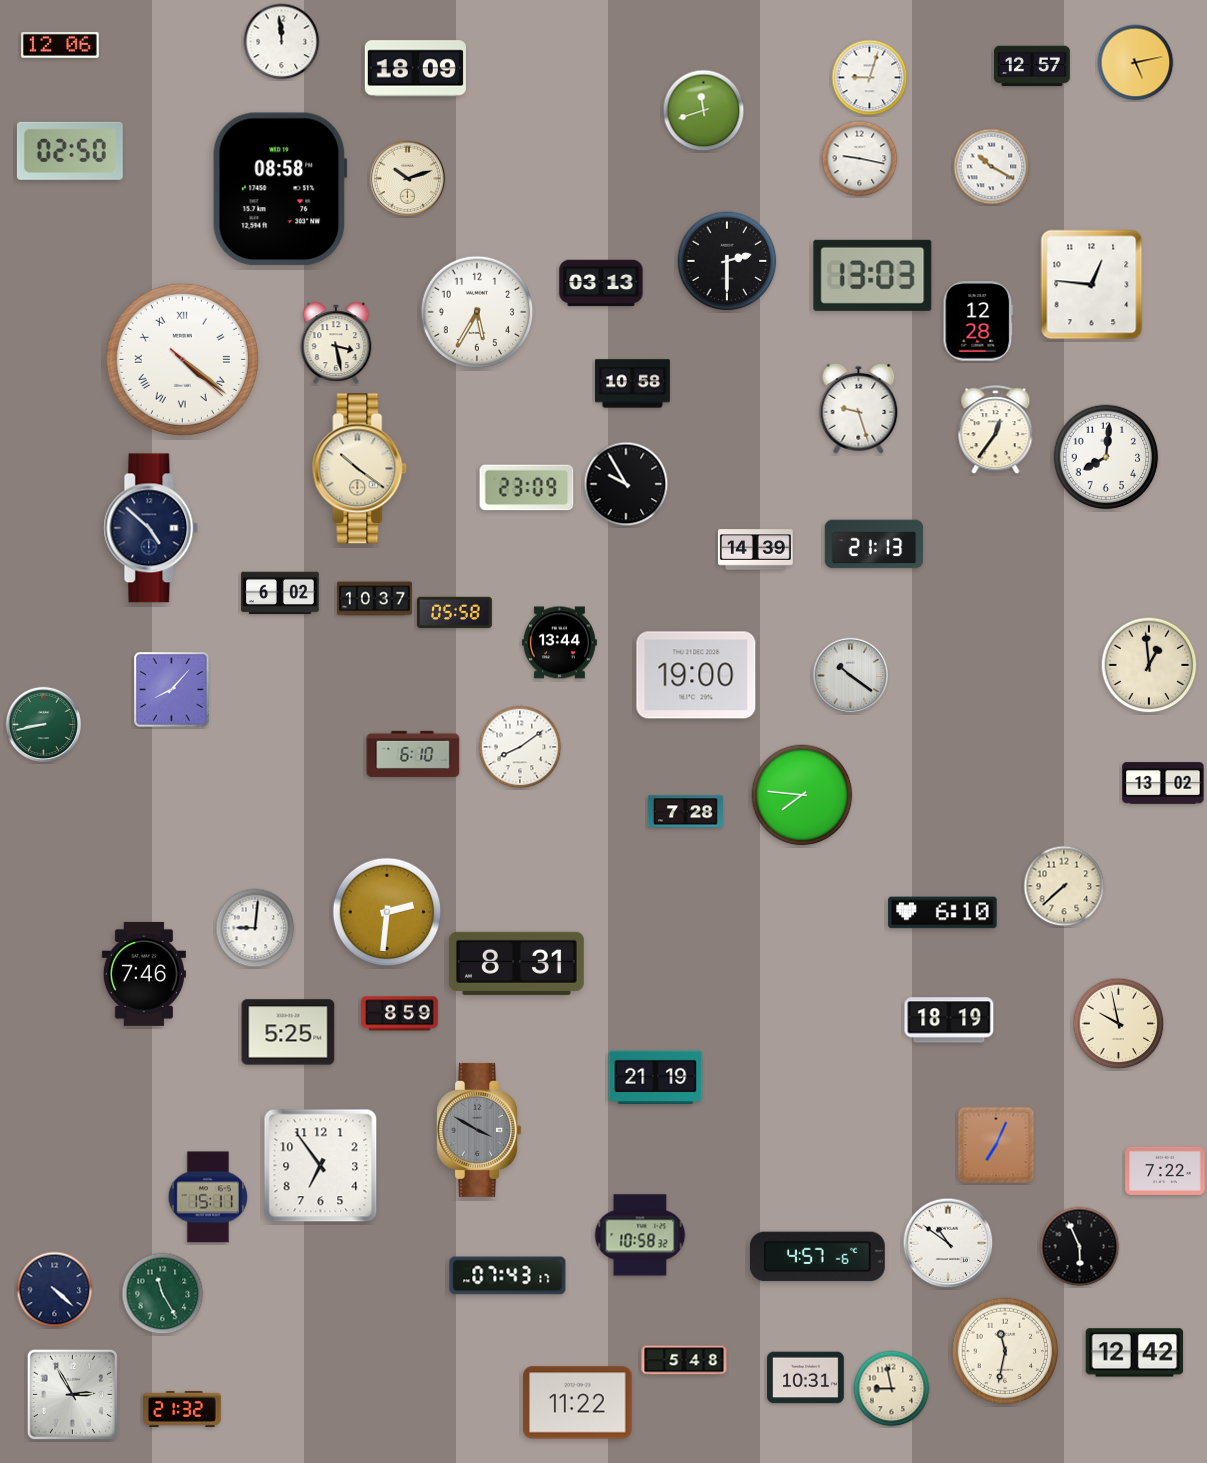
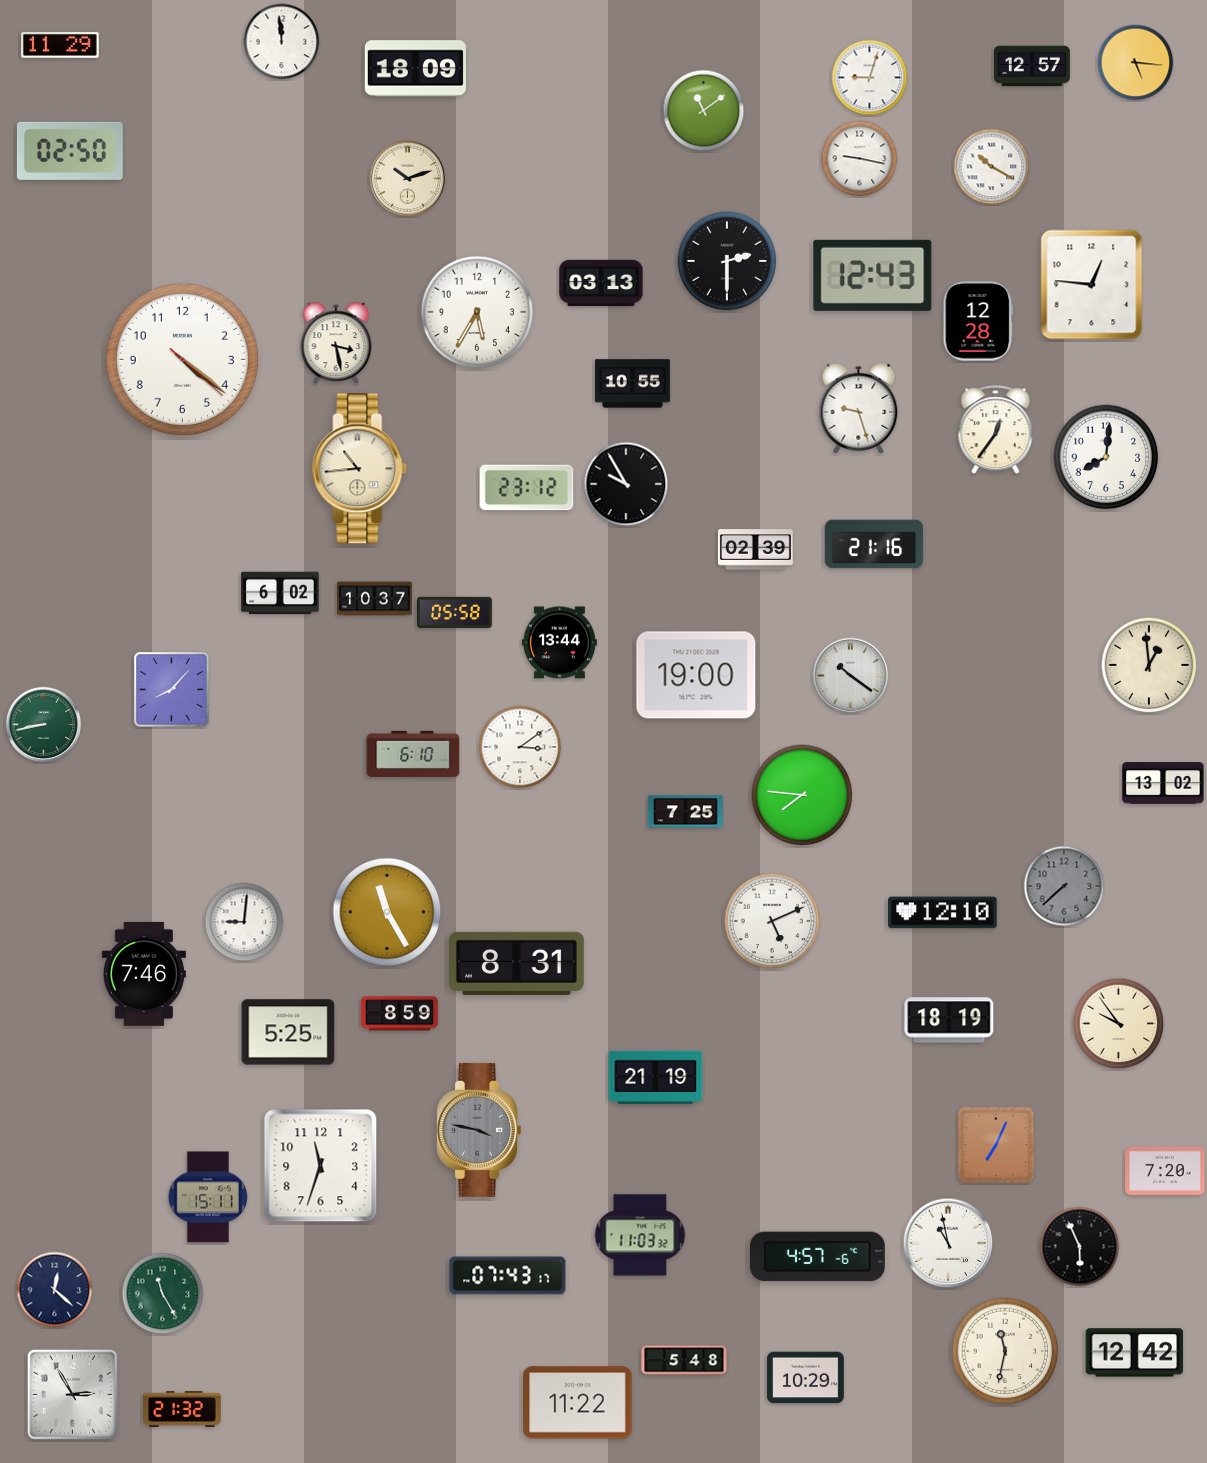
clock at (60, 45): 12:06 -> 11:29
clock at (1136, 63): 5:13 -> 5:16
clock at (704, 111): 11:42 -> 11:09
clock at (280, 189): 08:58 -> none
clock at (873, 275): 13:03 -> 12:43
clock at (182, 359) numerals: Roman -> Arabic
clock at (632, 384): 10:58 -> 10:55
clock at (360, 469): 10:21 -> 10:44
clock at (527, 488): 23:09 -> 23:12
clock at (151, 528): 4:52 -> none
clock at (874, 544): 21:13 -> 21:16
clock at (755, 550): 14:39 -> 02:39
clock at (520, 747): 8:09 -> 3:09
clock at (685, 812): 7:28 -> 7:25
clock at (1064, 886) dial: cream -> grey
clock at (387, 912): 2:31 -> 11:25
clock at (943, 913): 6:10 -> 12:10
clock at (772, 921): none -> 5:11
clock at (255, 928) position: (255, 928) -> (244, 922)
clock at (1119, 1024): 9:58 -> 9:54
clock at (478, 1130): 3:50 -> 3:47
clock at (321, 1166): 6:54 -> 11:33
clock at (1165, 1171): 7:22 -> 7:20
clock at (640, 1235): 10:58 -> 11:03
clock at (948, 1243): 10:51 -> 10:58
clock at (55, 1290): 4:22 -> 12:22
clock at (806, 1378): 10:31 -> 10:29
clock at (892, 1389): 8:58 -> none
